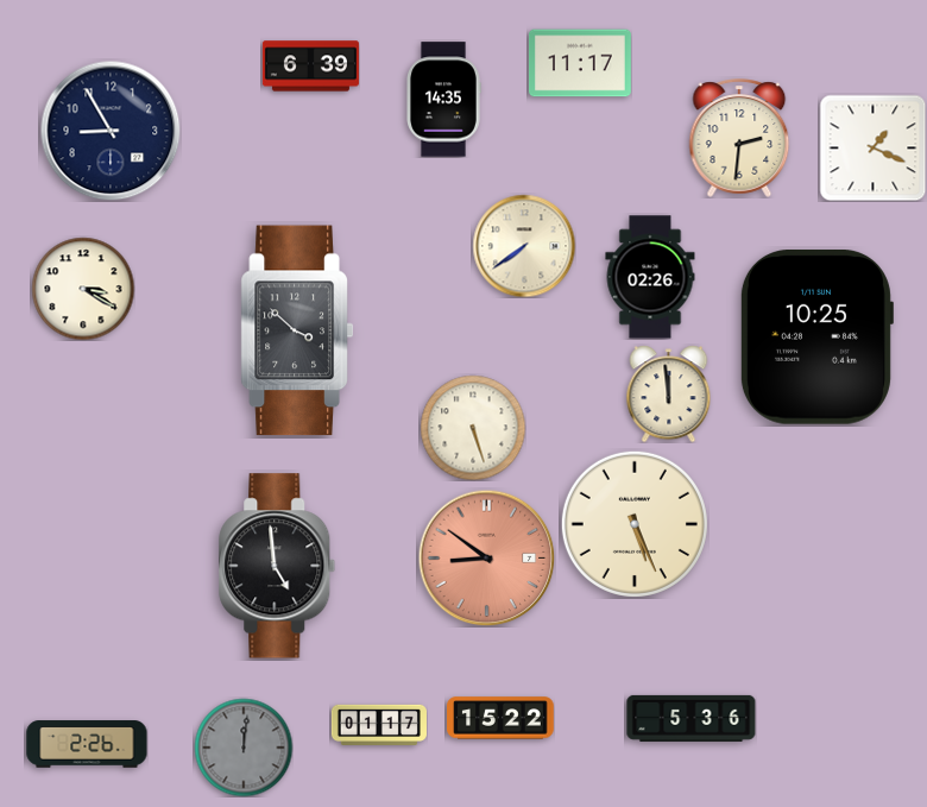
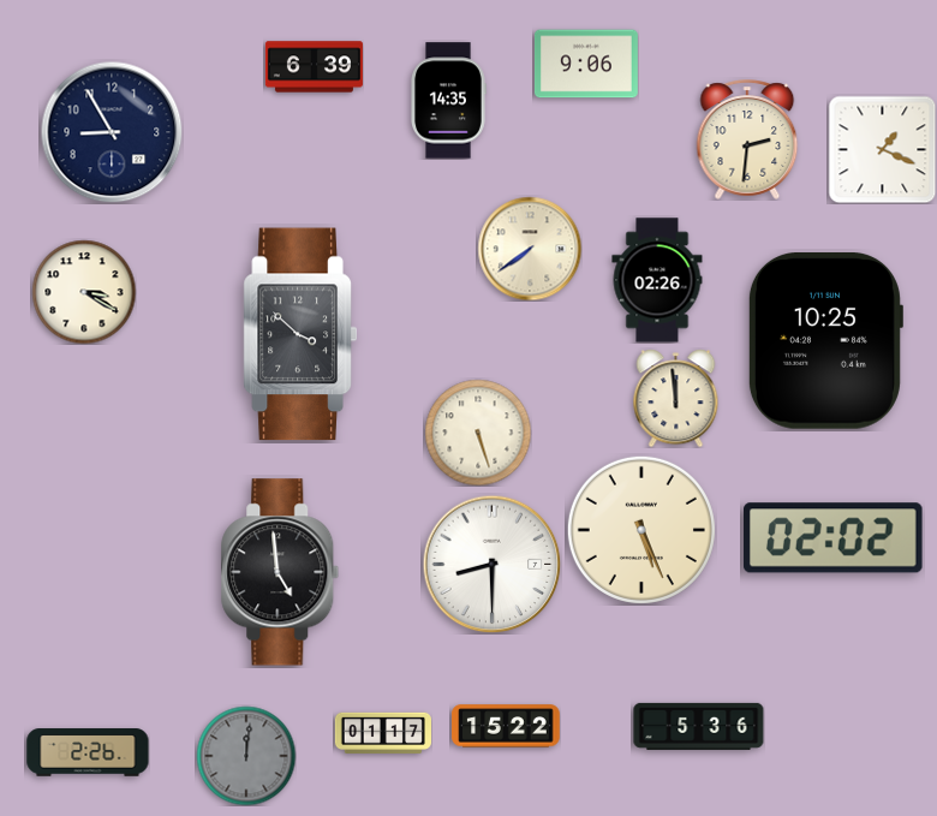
clock at (580, 63): 11:17 -> 9:06
clock at (834, 538): none -> 02:02
clock at (486, 557): 8:51 -> 8:30
clock at (486, 557) dial: salmon -> white
